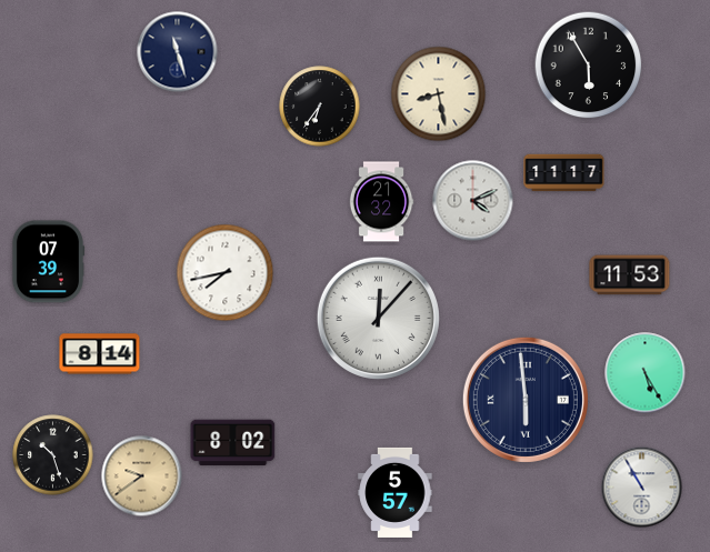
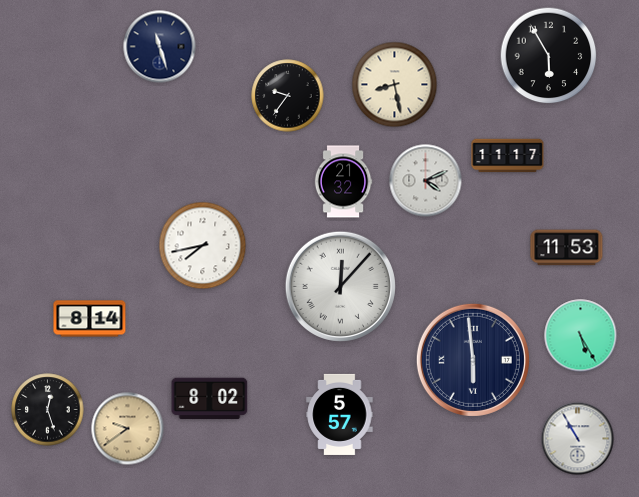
clock at (589, 66) position: (589, 66) -> (549, 56)
clock at (320, 107): 6:36 -> 9:36
clock at (48, 262): 07:39 -> none
clock at (53, 455): 10:27 -> 12:27
clock at (396, 492) position: (396, 492) -> (340, 414)
